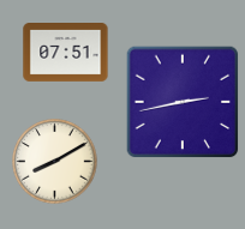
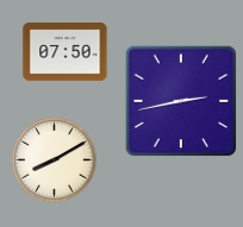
clock at (66, 53): 07:51 -> 07:50
